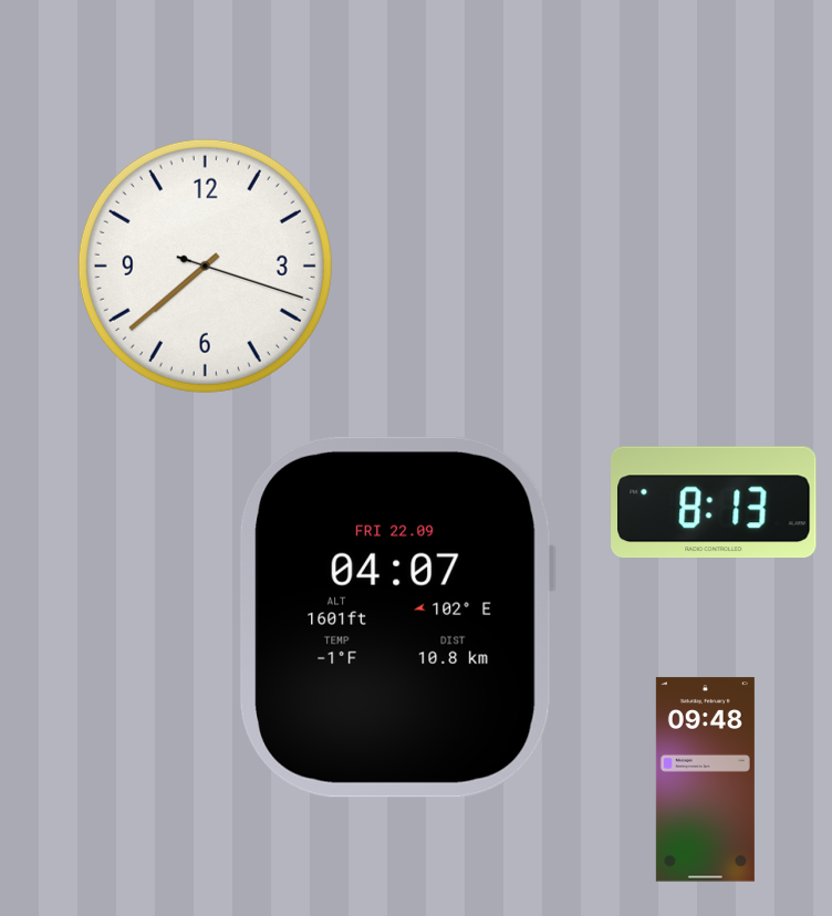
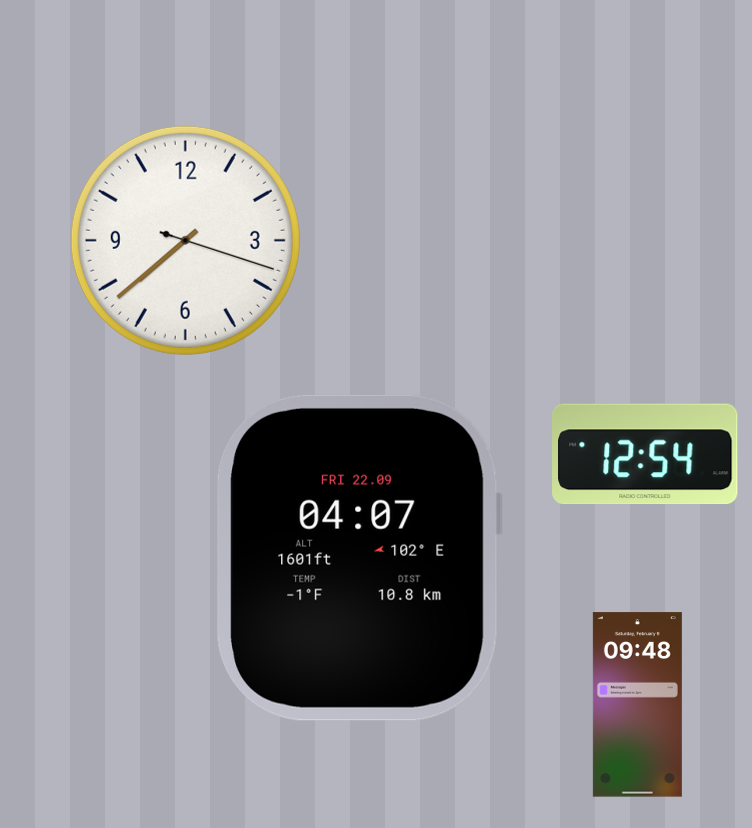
clock at (714, 502): 8:13 -> 12:54
